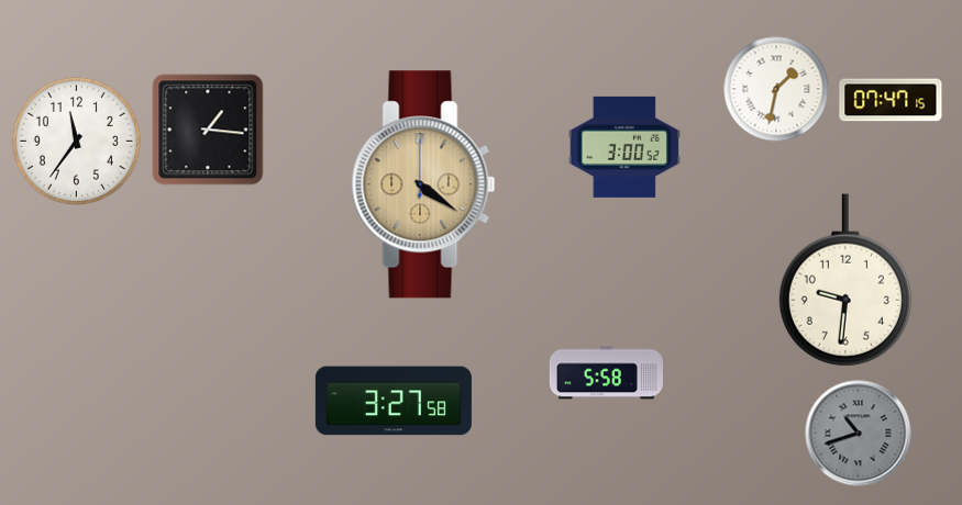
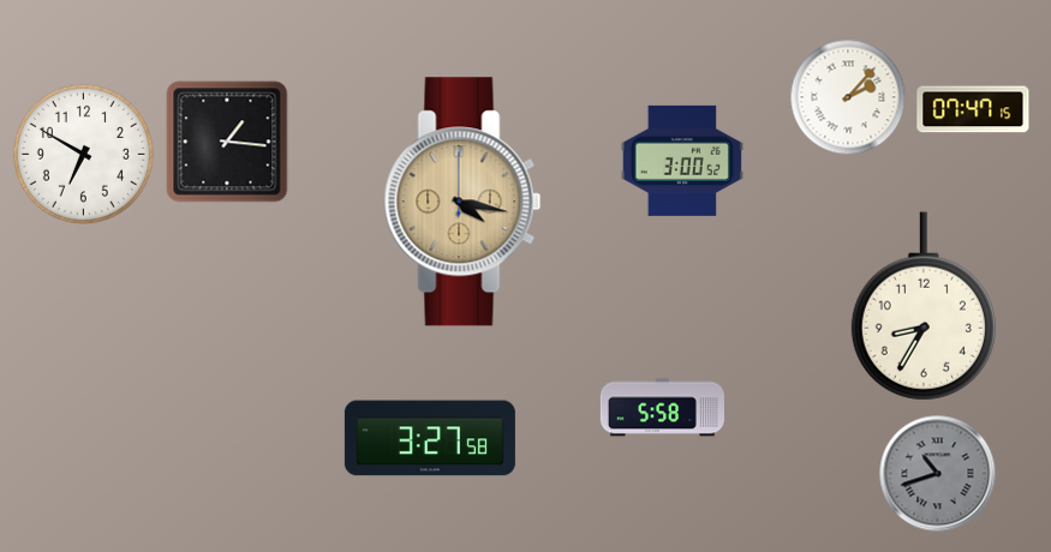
clock at (776, 89): 1:32 -> 2:07
clock at (76, 141): 11:36 -> 6:50
clock at (423, 184): 4:21 -> 4:17
clock at (845, 280): 9:31 -> 8:35
